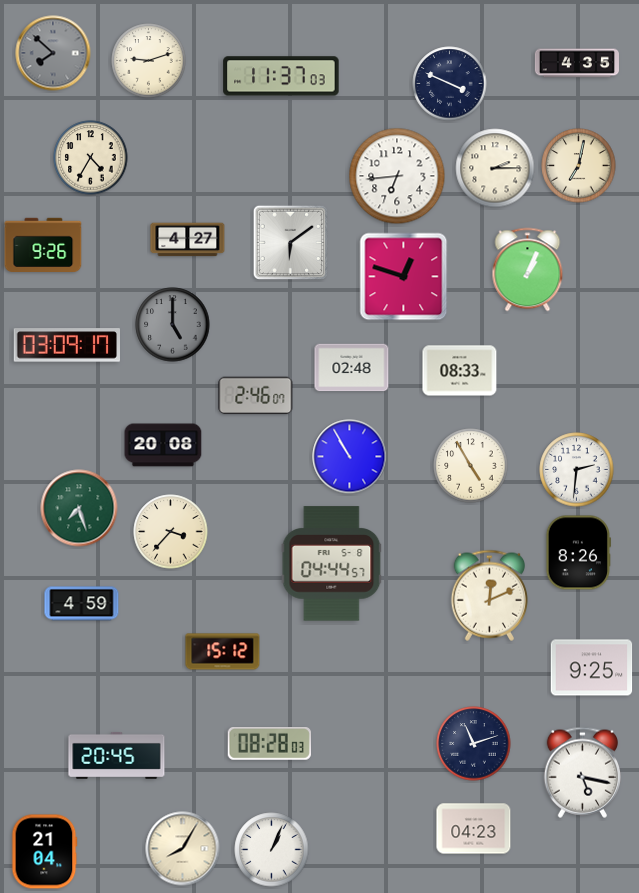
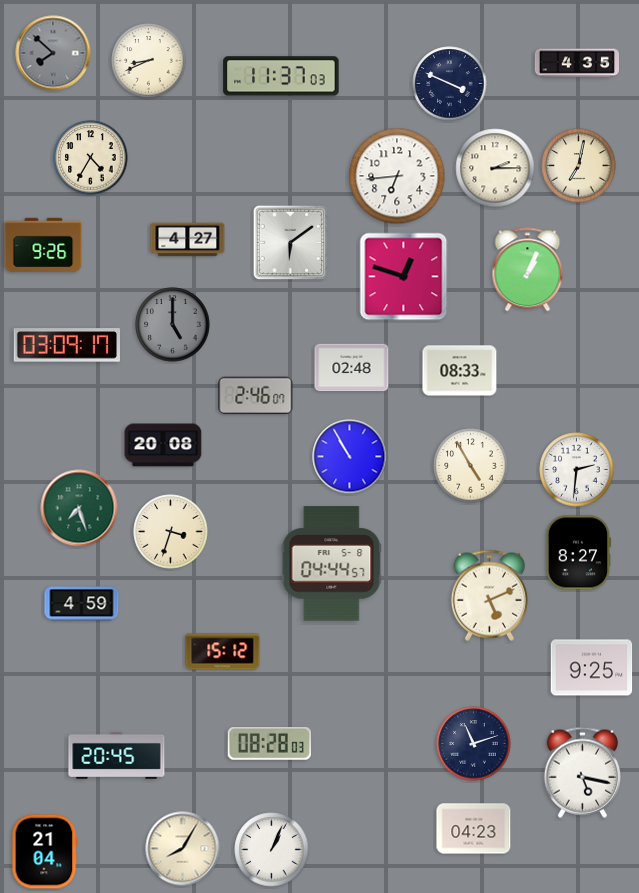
clock at (149, 61): 9:12 -> 8:41
clock at (171, 532): 3:37 -> 3:33
clock at (578, 553): 8:26 -> 8:27
clock at (489, 595): 12:11 -> 5:11
